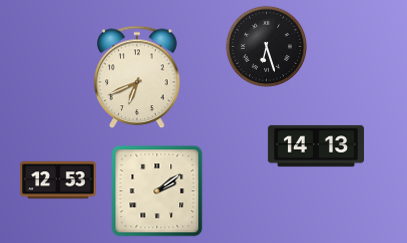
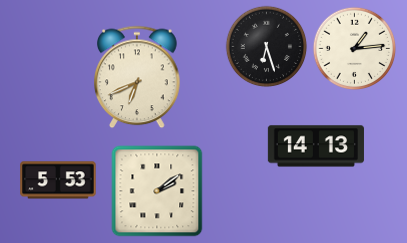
clock at (355, 49): none -> 1:14
clock at (58, 180): 12:53 -> 5:53
